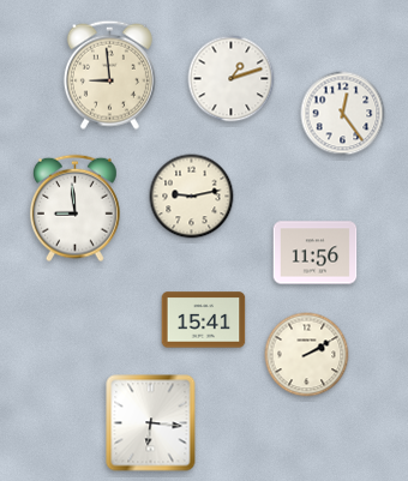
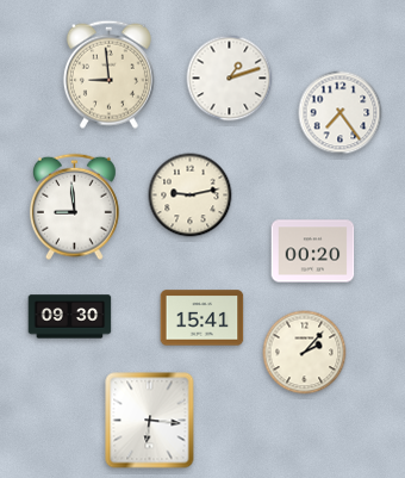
clock at (343, 114): 12:24 -> 7:24
clock at (316, 253): 11:56 -> 00:20
clock at (70, 317): none -> 09:30
clock at (307, 355): 2:10 -> 2:07
